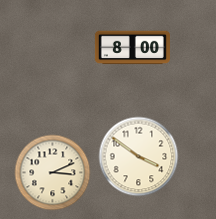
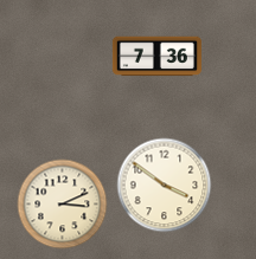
clock at (132, 48): 8:00 -> 7:36
